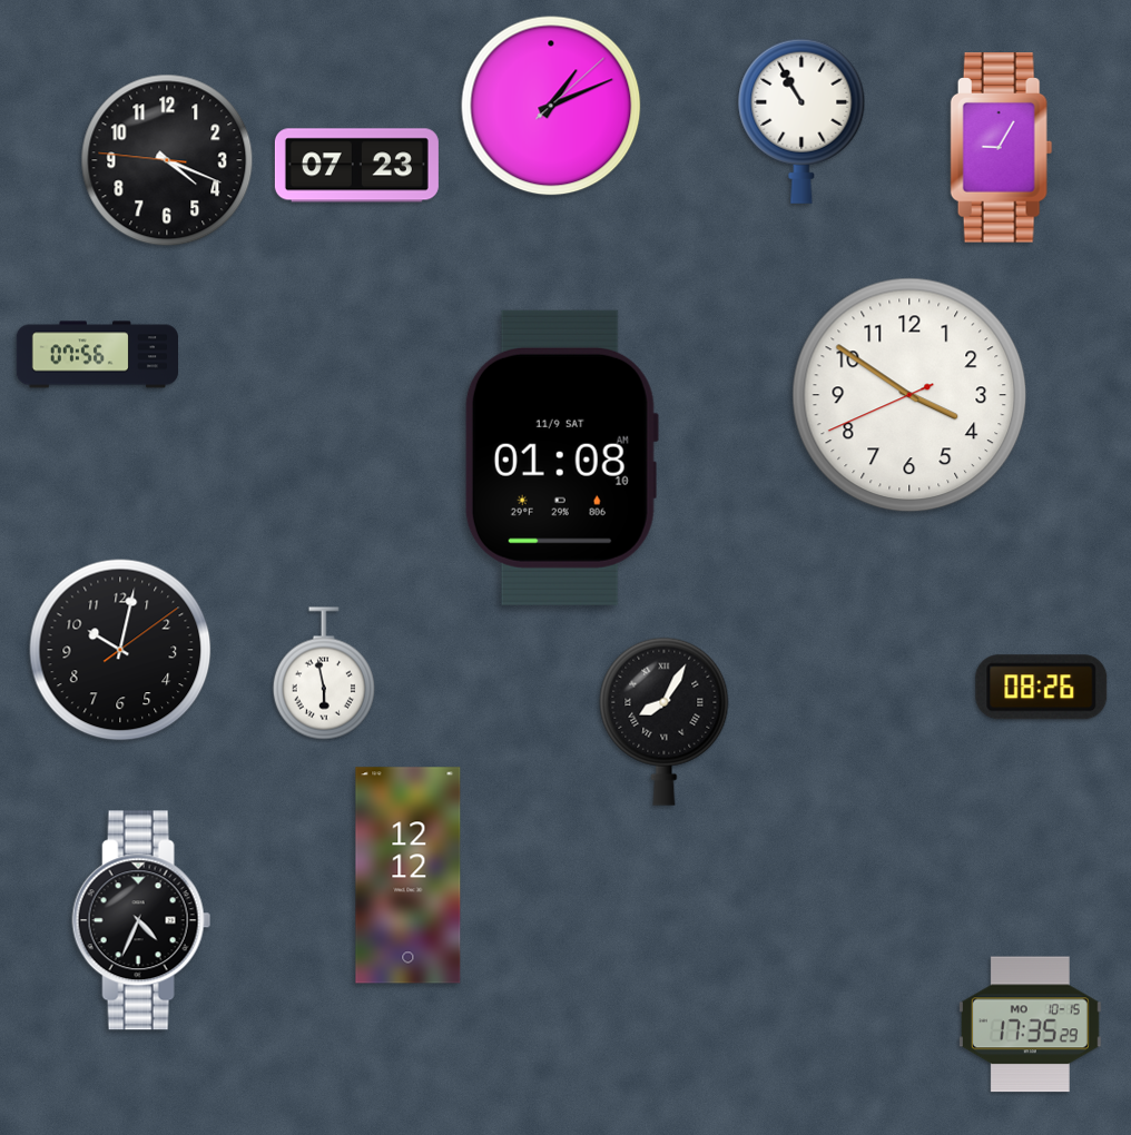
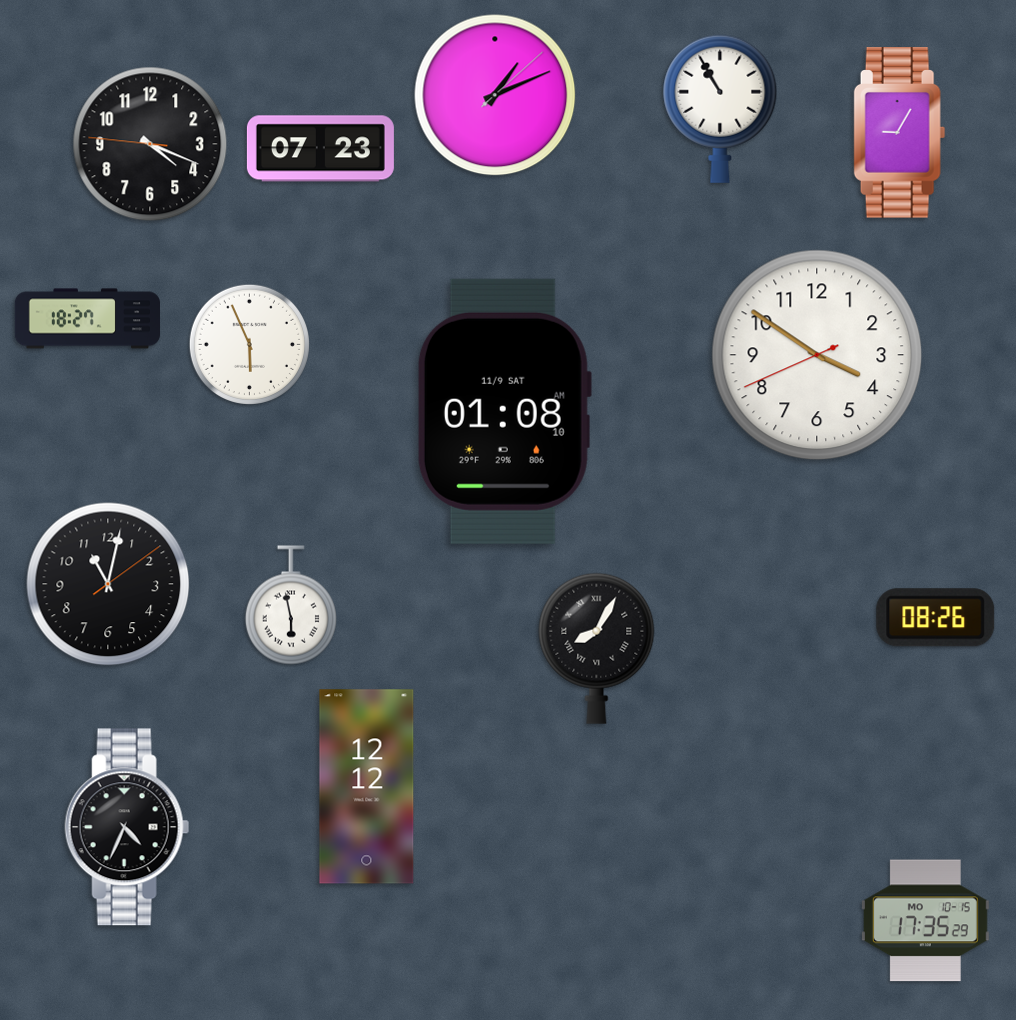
clock at (97, 355): 07:56 -> 18:27
clock at (249, 344): none -> 5:56
clock at (120, 650): 10:02 -> 11:02
